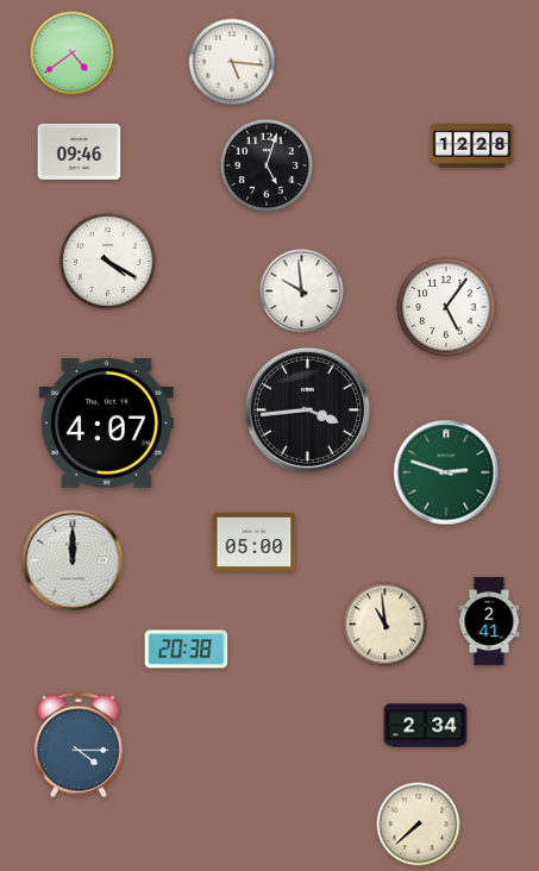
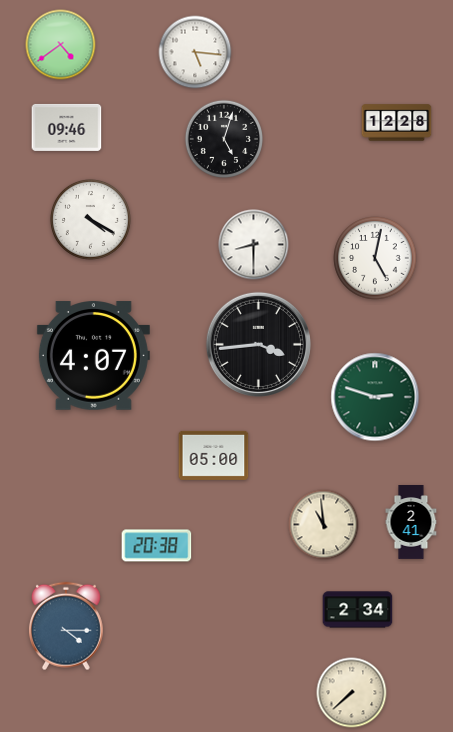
clock at (302, 292): 9:59 -> 8:30
clock at (446, 307): 5:06 -> 5:02
clock at (106, 424) position: (106, 424) -> (93, 356)
clock at (73, 560): 12:00 -> none
